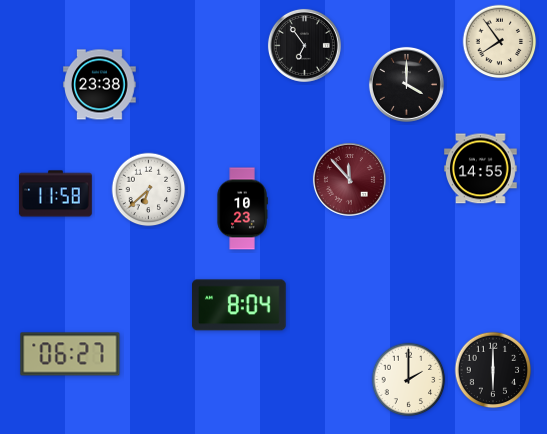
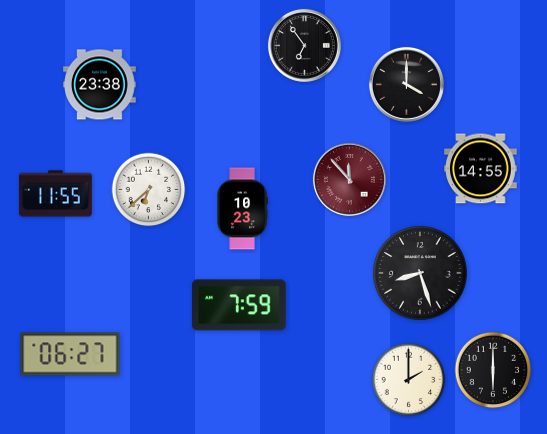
clock at (500, 42): 7:54 -> none
clock at (56, 194): 11:58 -> 11:55
clock at (420, 273): none -> 8:27
clock at (240, 305): 8:04 -> 7:59
